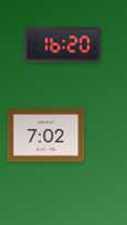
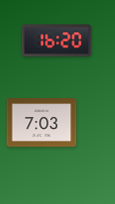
clock at (46, 136): 7:02 -> 7:03
